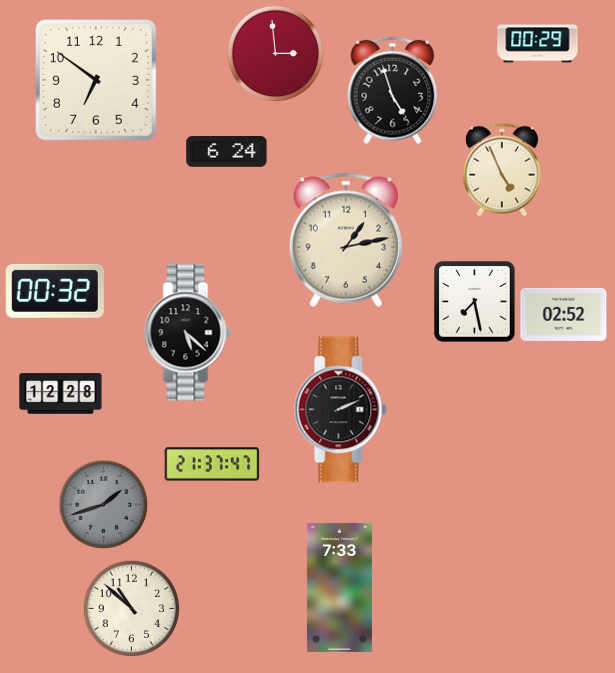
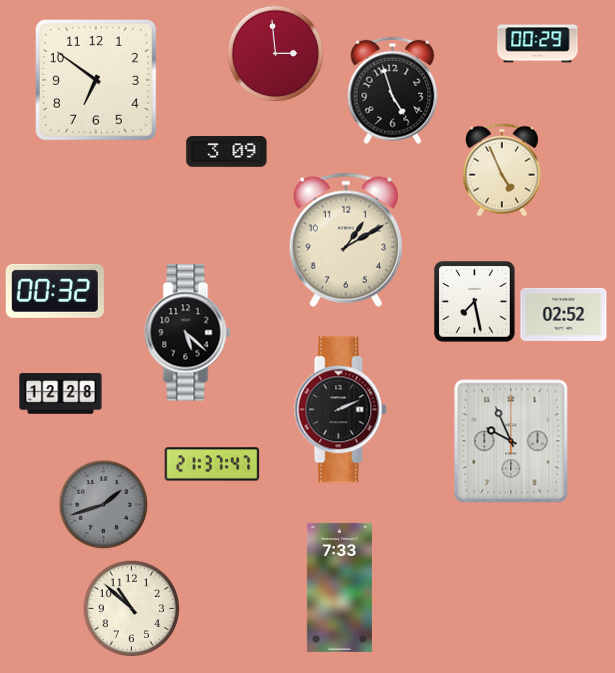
clock at (227, 152): 6:24 -> 3:09
clock at (346, 240): 1:13 -> 1:10
clock at (511, 441): none -> 9:56
